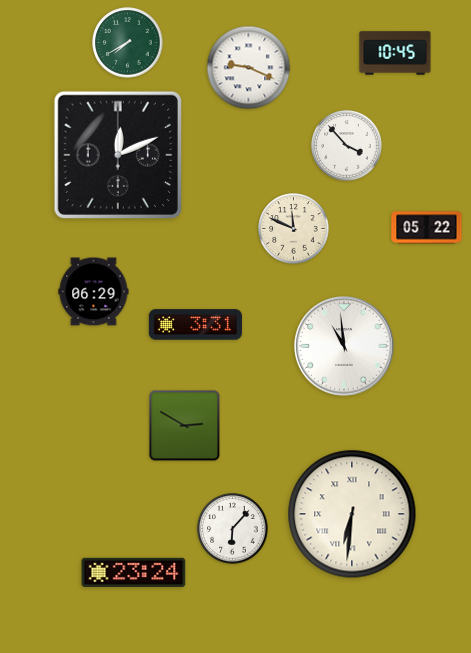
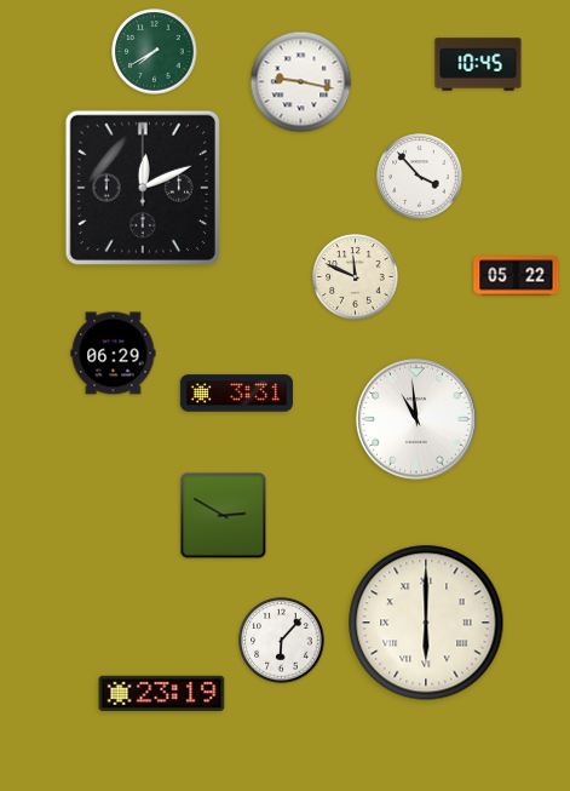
clock at (249, 68): 9:19 -> 9:17
clock at (352, 514): 6:31 -> 6:00
clock at (134, 572): 23:24 -> 23:19
